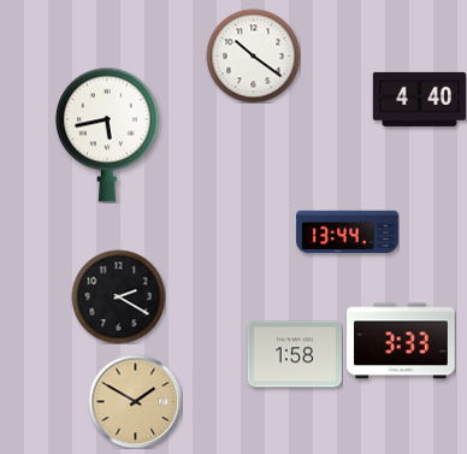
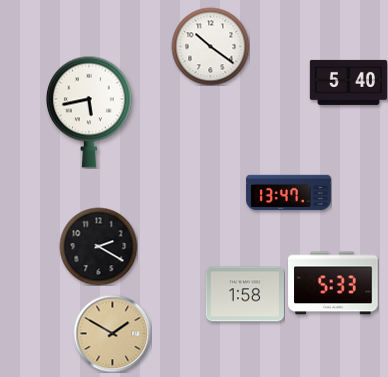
clock at (419, 99): 4:40 -> 5:40
clock at (348, 232): 13:44 -> 13:47
clock at (401, 341): 3:33 -> 5:33
